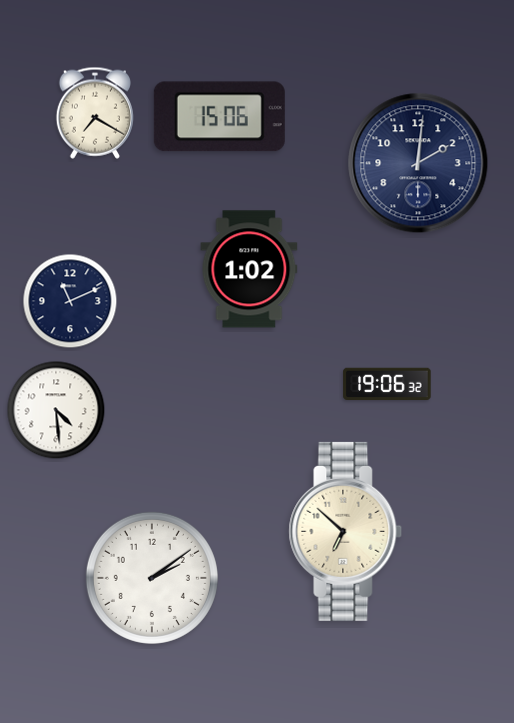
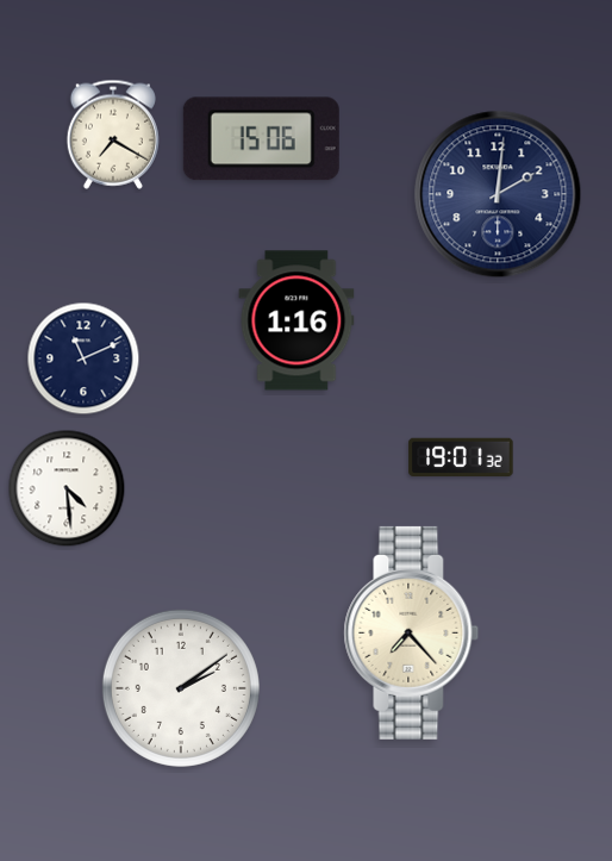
clock at (249, 269): 1:02 -> 1:16
clock at (387, 384): 19:06 -> 19:01
clock at (346, 531): 6:52 -> 7:23
